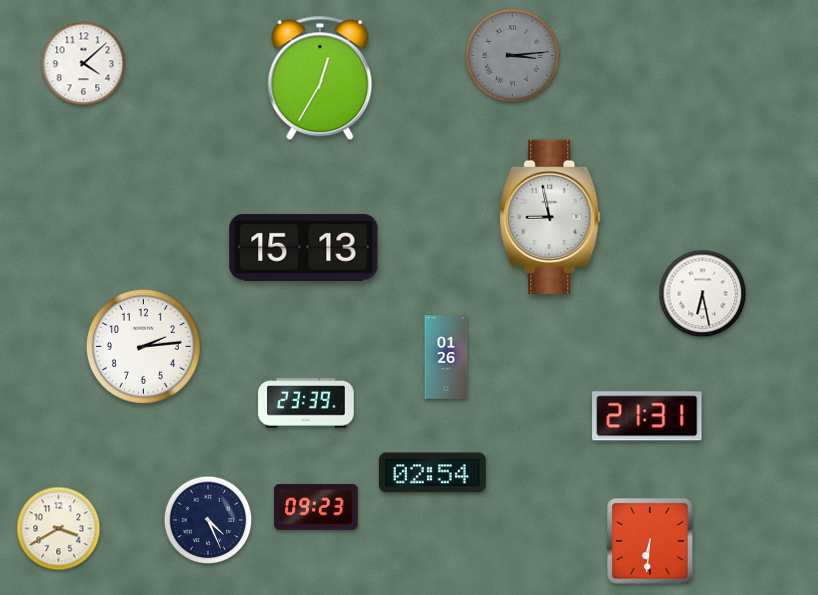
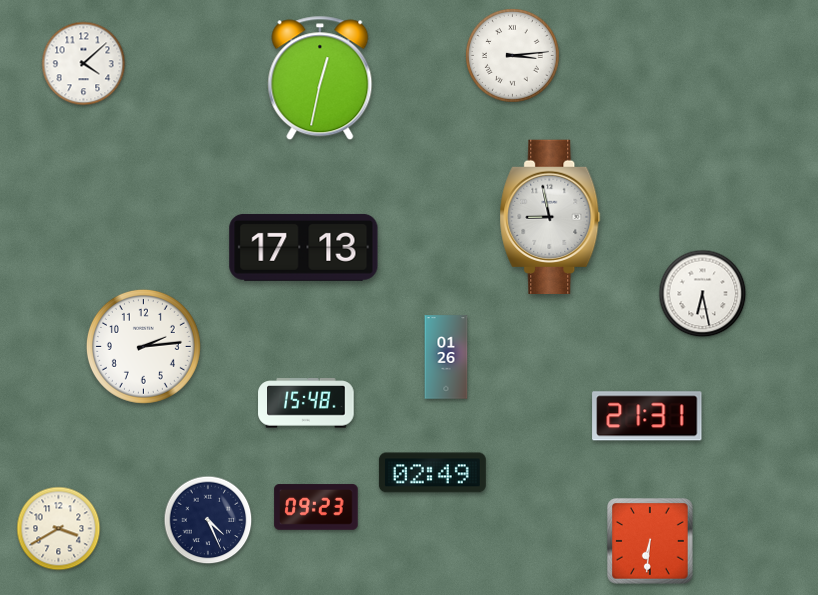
clock at (512, 55) dial: grey -> white
clock at (320, 78): 12:35 -> 12:32
clock at (304, 247): 15:13 -> 17:13
clock at (306, 403): 23:39 -> 15:48
clock at (432, 473): 02:54 -> 02:49
